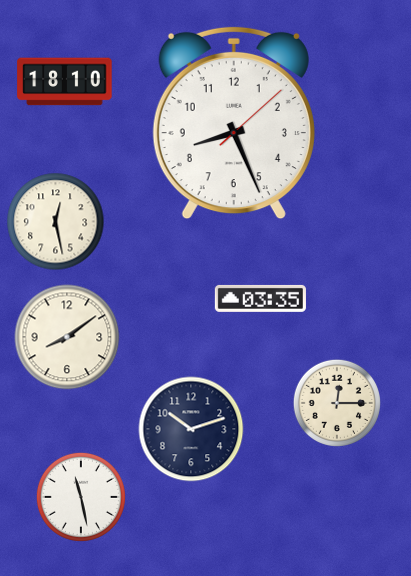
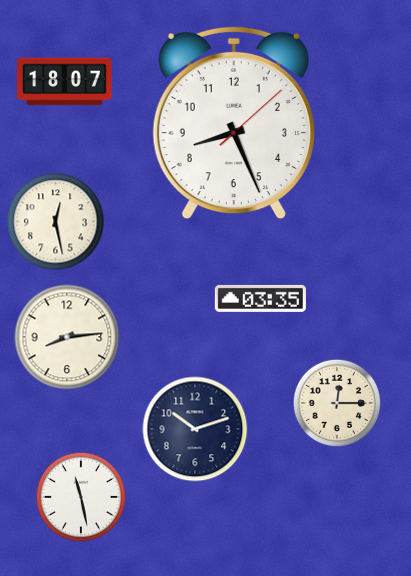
clock at (65, 82): 18:10 -> 18:07
clock at (67, 337): 8:09 -> 8:14
clock at (191, 429) position: (191, 429) -> (195, 429)
